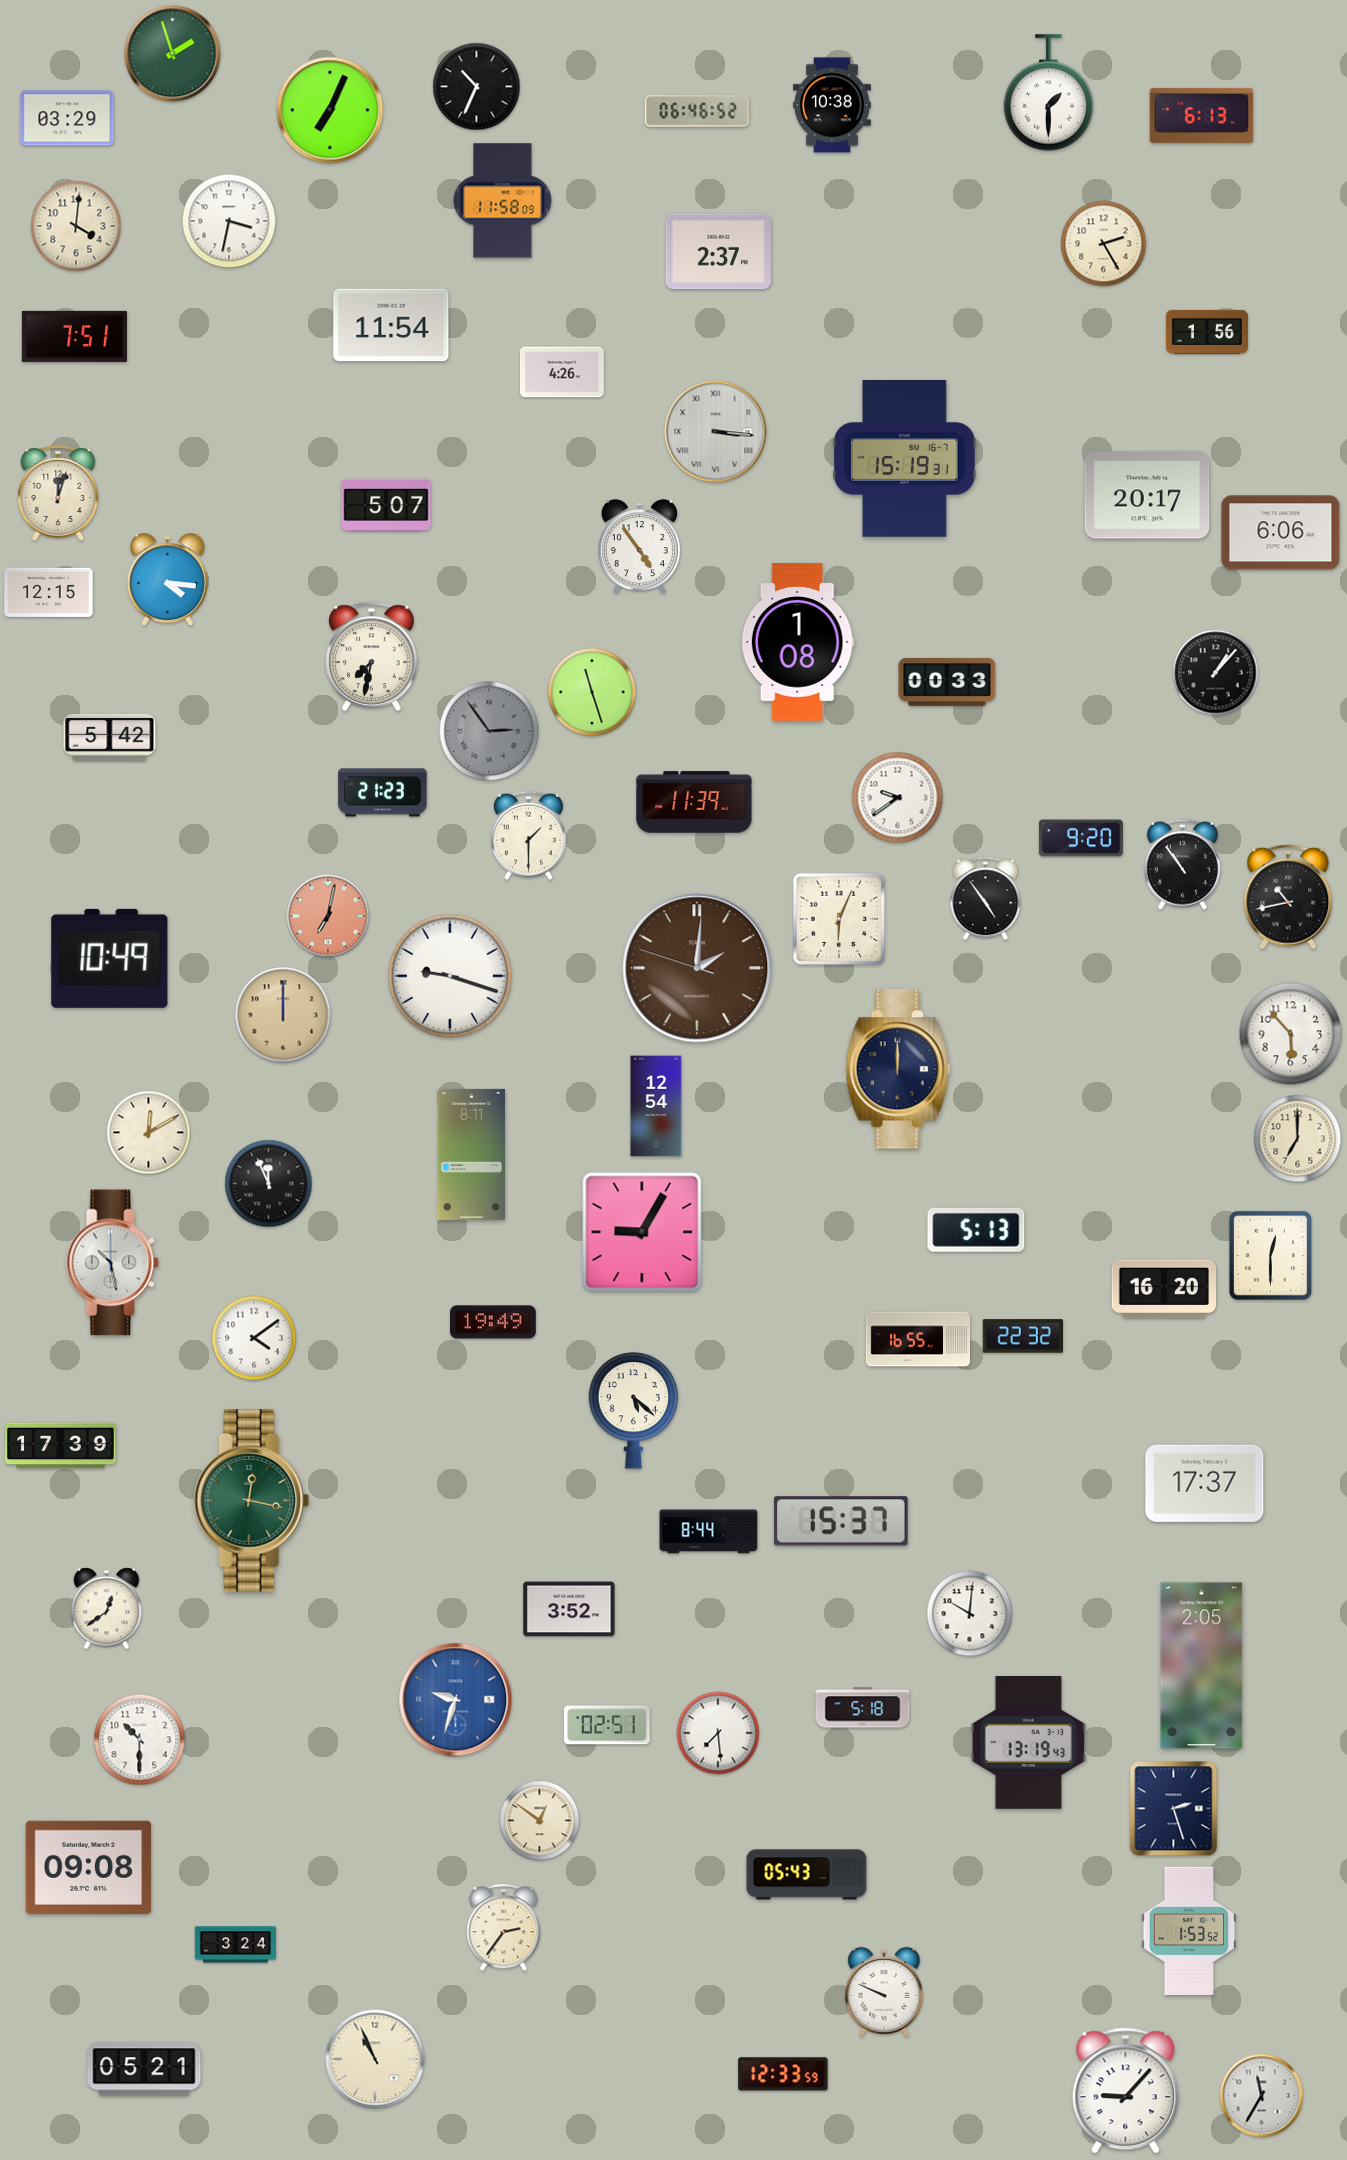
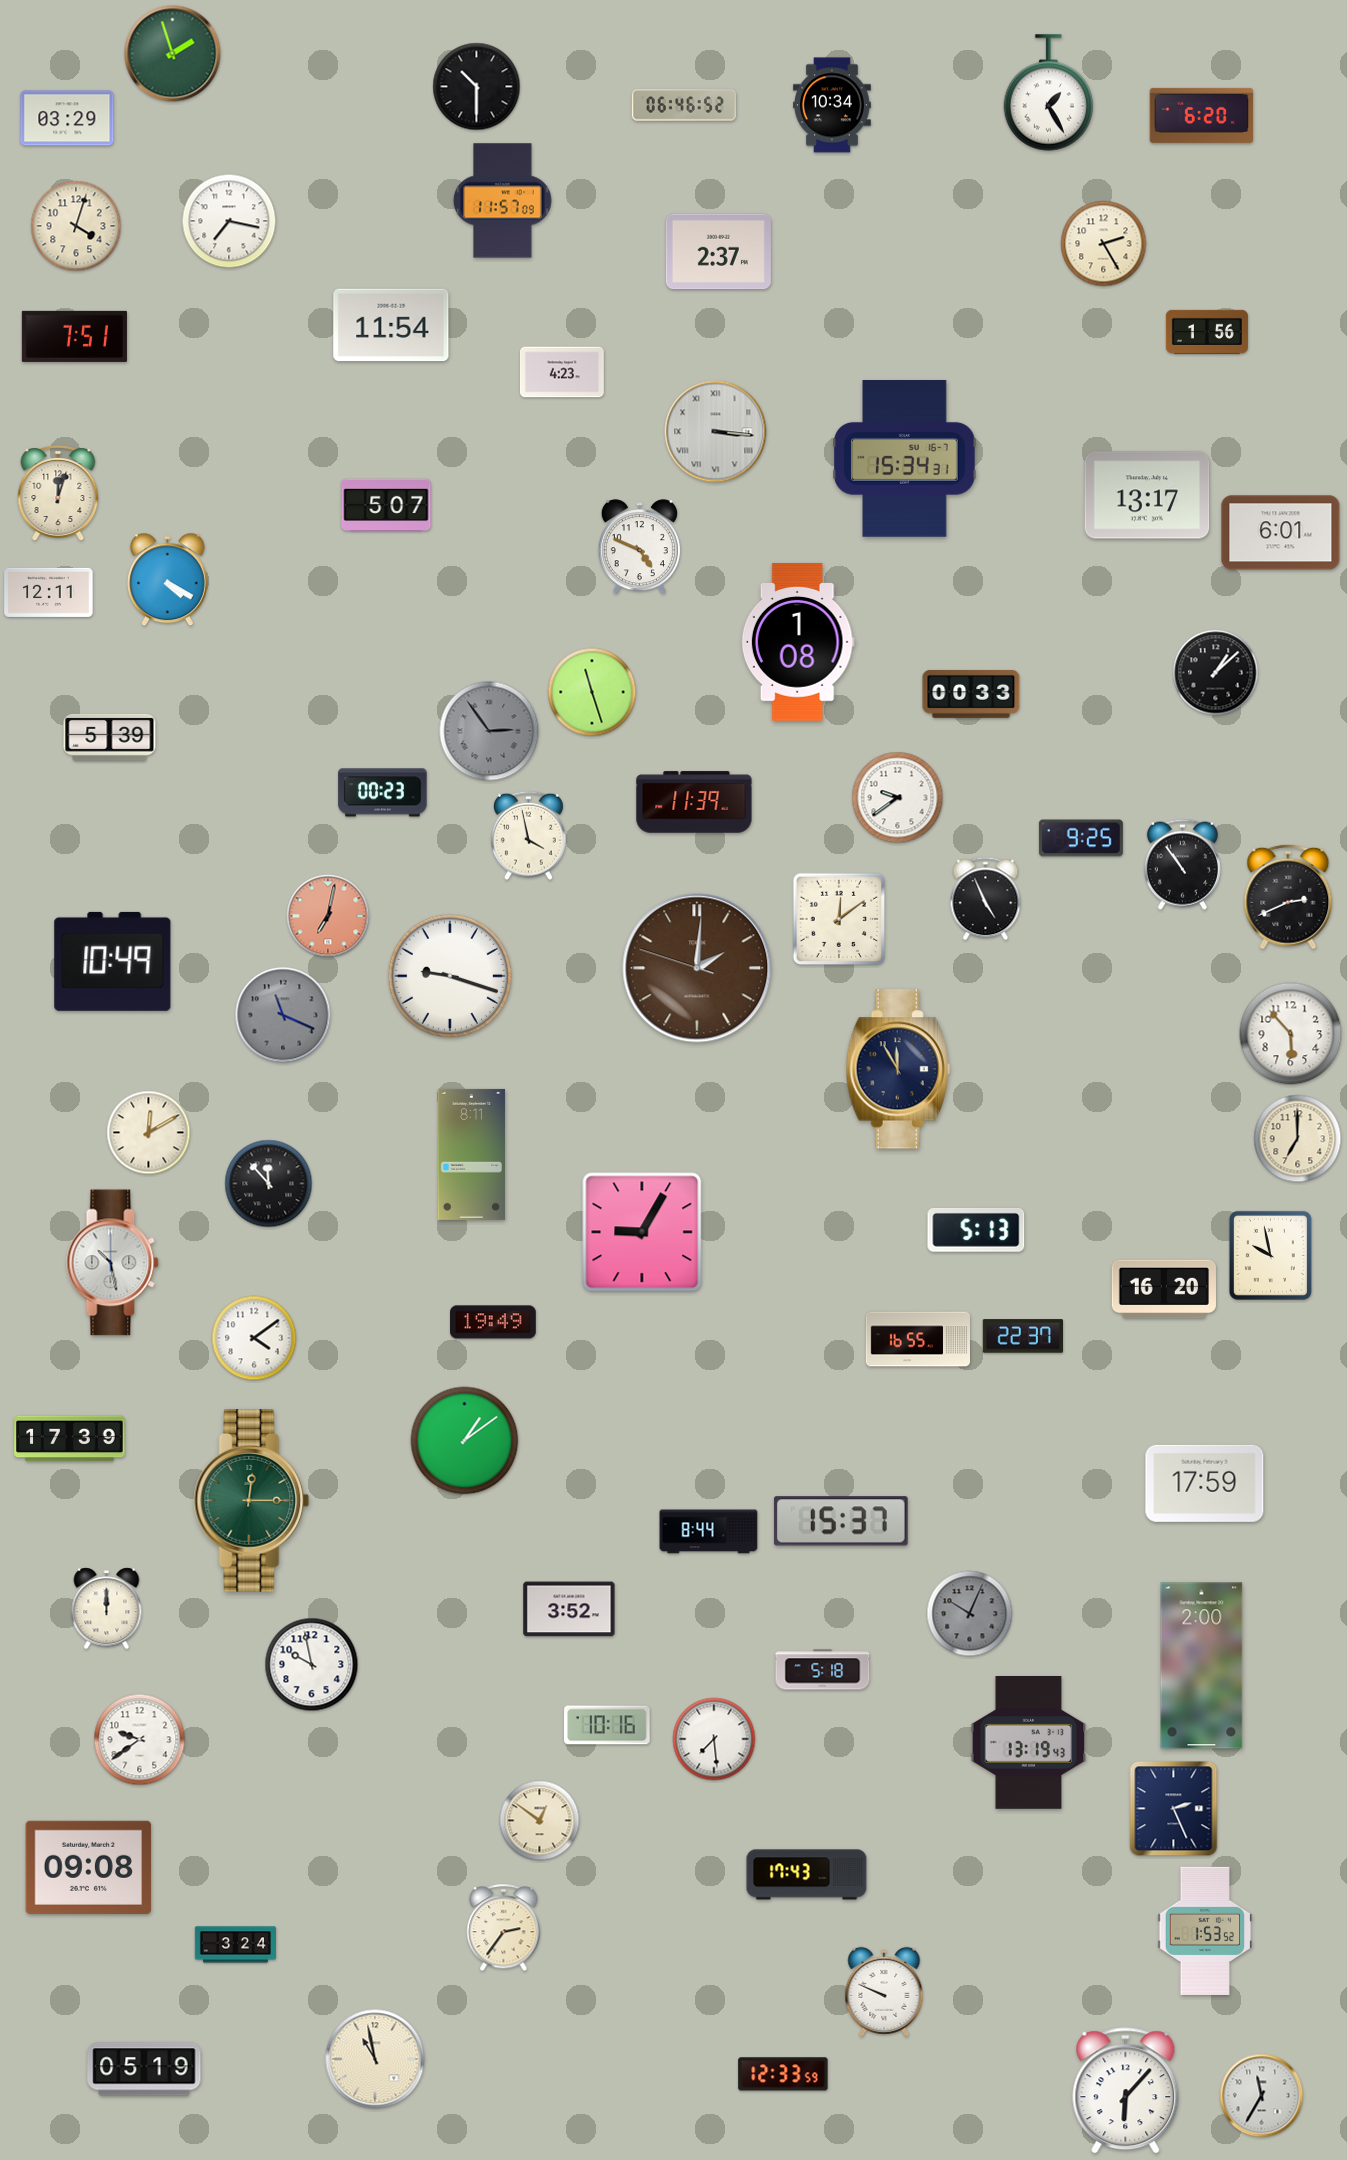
clock at (477, 87): 10:34 -> 10:30
clock at (1049, 93): 1:30 -> 1:25
clock at (832, 105): 10:38 -> 10:34
clock at (330, 110): 7:04 -> none
clock at (697, 111) position: (697, 111) -> (684, 105)
clock at (1202, 115): 6:13 -> 6:20
clock at (503, 201): 11:58 -> 11:57
clock at (229, 221): 3:32 -> 7:17
clock at (76, 226): 4:01 -> 4:03
clock at (562, 372): 4:26 -> 4:23
clock at (905, 459): 15:19 -> 15:34
clock at (1147, 495): 20:17 -> 13:17
clock at (1281, 533): 6:06 -> 6:01
clock at (639, 547): 4:54 -> 4:49
clock at (167, 580): 4:16 -> 4:20
clock at (49, 592): 12:15 -> 12:11
clock at (372, 656): 7:32 -> none
clock at (1216, 673): 1:07 -> 1:08
clock at (947, 682) position: (947, 682) -> (971, 694)
clock at (110, 737): 5:42 -> 5:39
clock at (383, 793): 21:23 -> 00:23
clock at (528, 836): 1:30 -> 3:58
clock at (1081, 838): 9:20 -> 9:25
clock at (1288, 897): 10:43 -> 2:41
clock at (986, 899): 4:54 -> 4:56
clock at (838, 918): 6:04 -> 12:09
clock at (110, 958) position: (110, 958) -> (113, 961)
clock at (283, 1015): 12:00 -> 11:19
clock at (283, 1015) dial: champagne -> grey
clock at (898, 1069): 12:00 -> 11:55
clock at (656, 1106): 12:54 -> none
clock at (269, 1184): 11:56 -> 11:53
clock at (1270, 1255): 12:30 -> 9:58
clock at (1022, 1336): 22:32 -> 22:37
clock at (634, 1411): 5:22 -> none
clock at (465, 1441): none -> 1:09
clock at (61, 1446) position: (61, 1446) -> (70, 1439)
clock at (1205, 1483): 17:37 -> 17:59
clock at (252, 1501): 12:17 -> 12:15
clock at (107, 1609): 12:39 -> 12:00
clock at (970, 1614): 10:01 -> 10:04
clock at (970, 1614) dial: white -> grey
clock at (312, 1665): none -> 9:58
clock at (1202, 1666): 2:05 -> 2:00
clock at (456, 1700): 9:33 -> none
clock at (863, 1708) position: (863, 1708) -> (823, 1670)
clock at (608, 1725): 02:51 -> 10:16
clock at (718, 1733) position: (718, 1733) -> (714, 1739)
clock at (140, 1740): 10:30 -> 9:39
clock at (1174, 1809): 2:27 -> 2:26
clock at (807, 1875): 05:43 -> 17:43
clock at (1189, 1931) position: (1189, 1931) -> (1205, 1931)
clock at (375, 2059): 10:56 -> 10:58
clock at (144, 2069): 05:21 -> 05:19
clock at (1126, 2091): 9:07 -> 6:07
